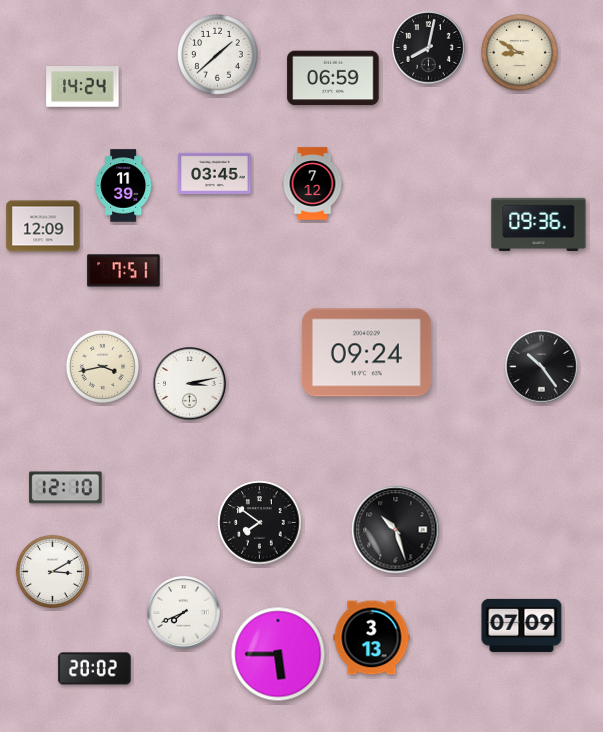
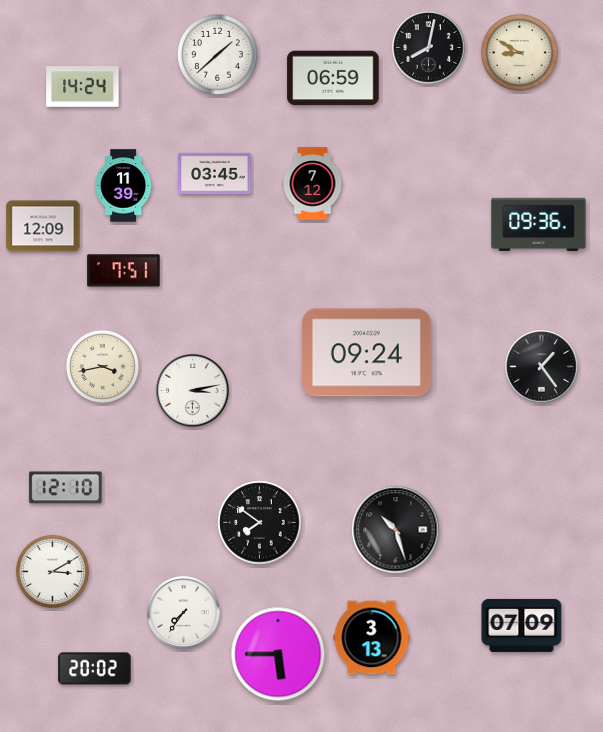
clock at (542, 367): 10:24 -> 1:24
clock at (190, 384) position: (190, 384) -> (193, 391)
clock at (184, 613): 7:41 -> 7:36
